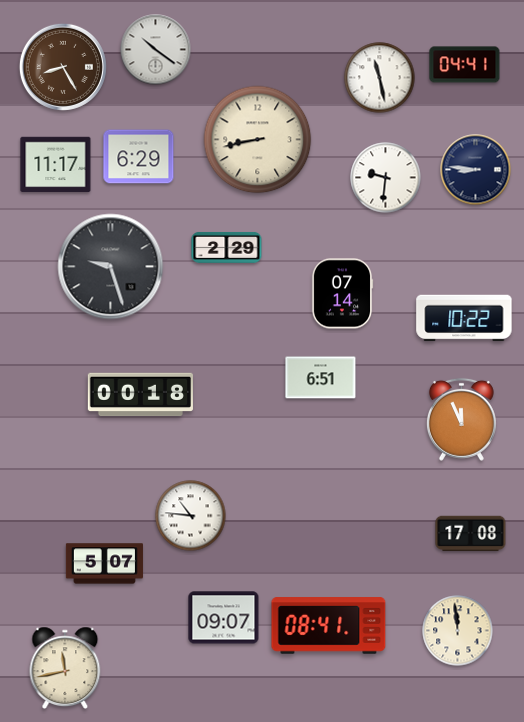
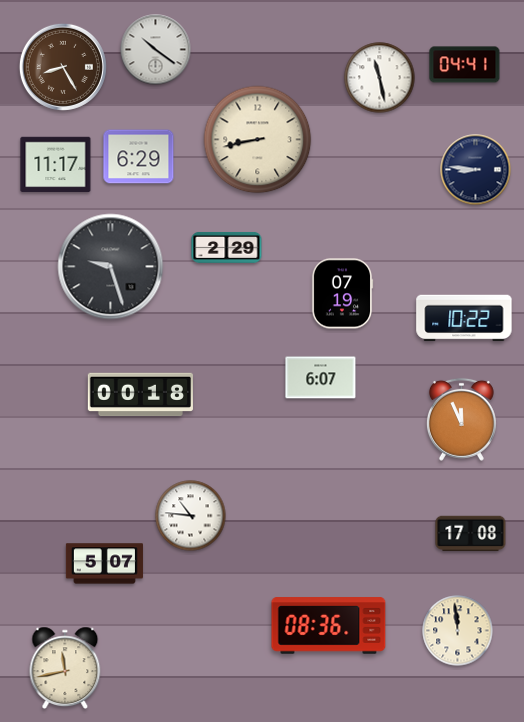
clock at (386, 178): 9:31 -> none
clock at (342, 294): 07:14 -> 07:19
clock at (321, 378): 6:51 -> 6:07
clock at (224, 618): 09:07 -> none
clock at (329, 626): 08:41 -> 08:36
